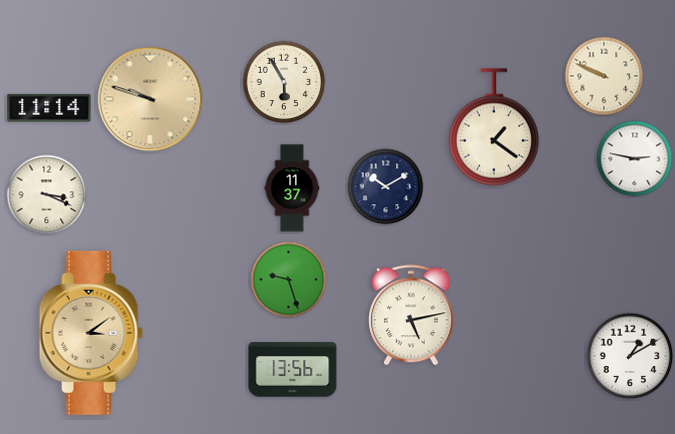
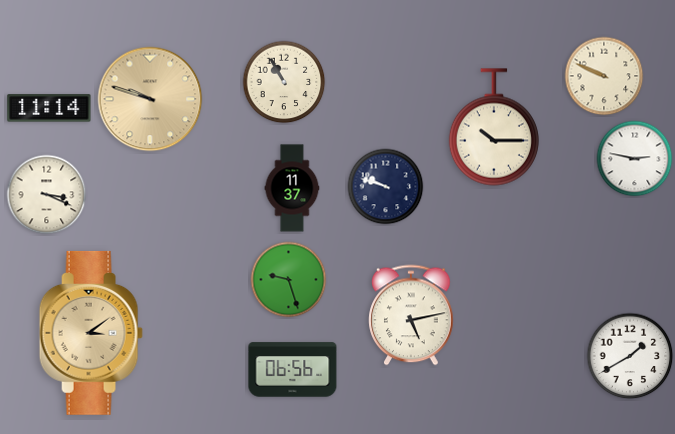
clock at (284, 82): 5:55 -> 10:55
clock at (494, 127): 1:21 -> 10:15
clock at (386, 187): 10:10 -> 9:48
clock at (630, 356): 1:10 -> 1:40
clock at (293, 370): 13:56 -> 06:56
